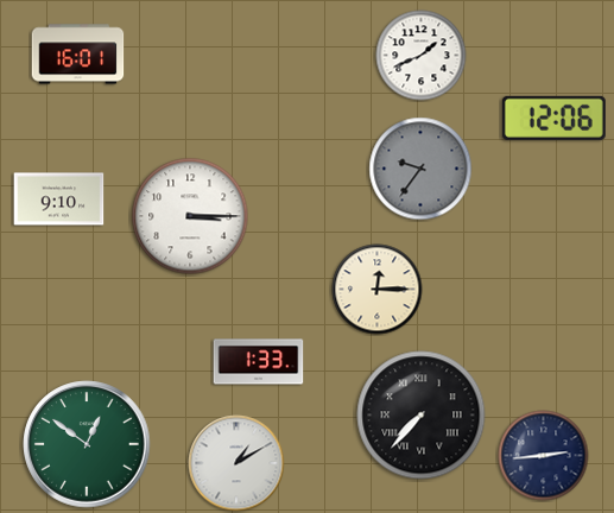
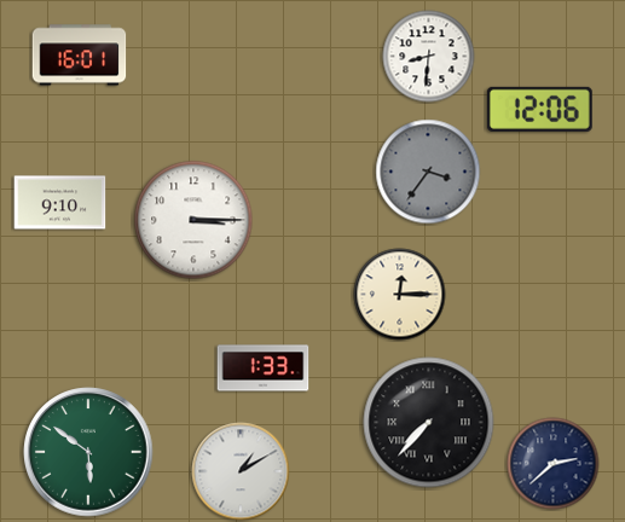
clock at (422, 56): 1:41 -> 8:31
clock at (553, 118) position: (553, 118) -> (539, 109)
clock at (420, 169): 9:36 -> 3:36
clock at (378, 290) position: (378, 290) -> (400, 295)
clock at (87, 444): 12:51 -> 5:51
clock at (544, 456): 2:44 -> 2:38
